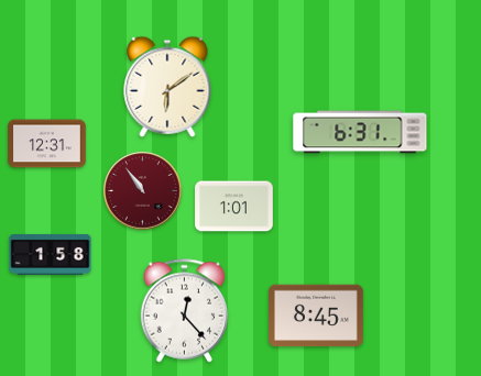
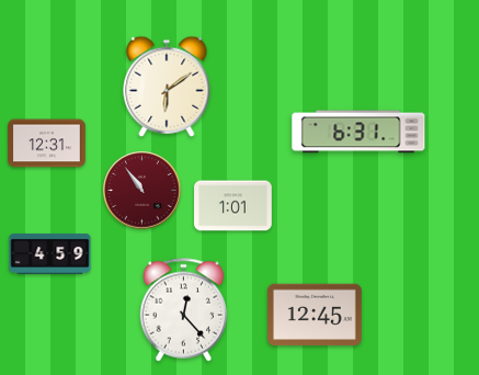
clock at (51, 254): 1:58 -> 4:59
clock at (317, 316): 8:45 -> 12:45
